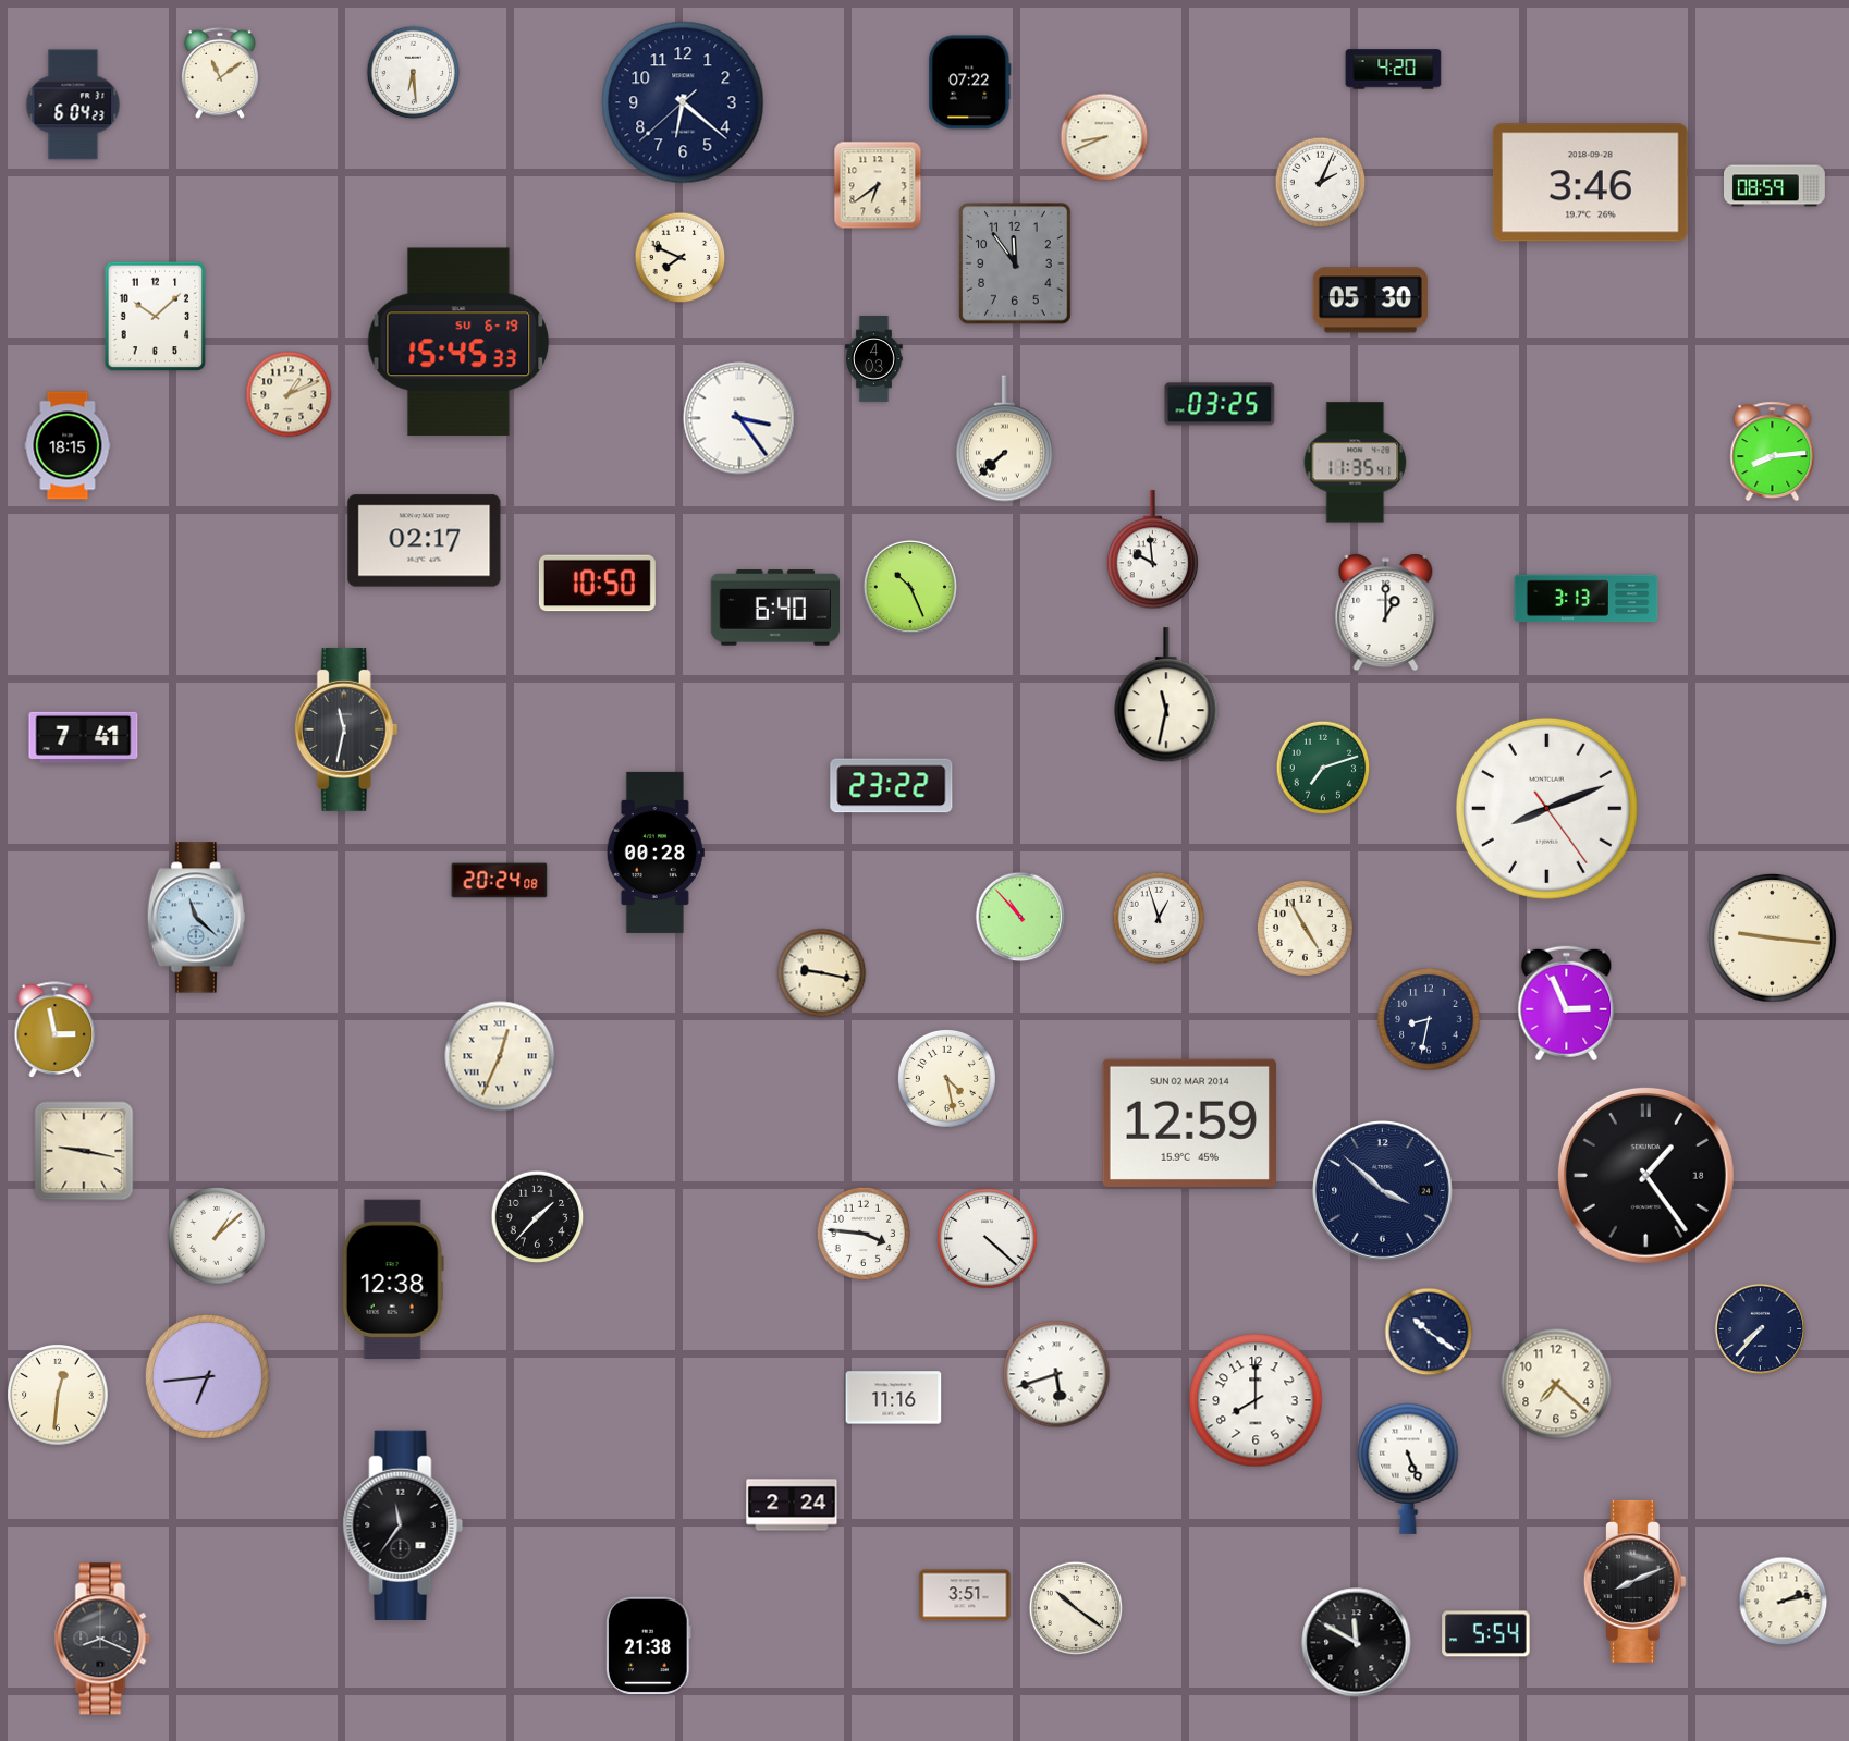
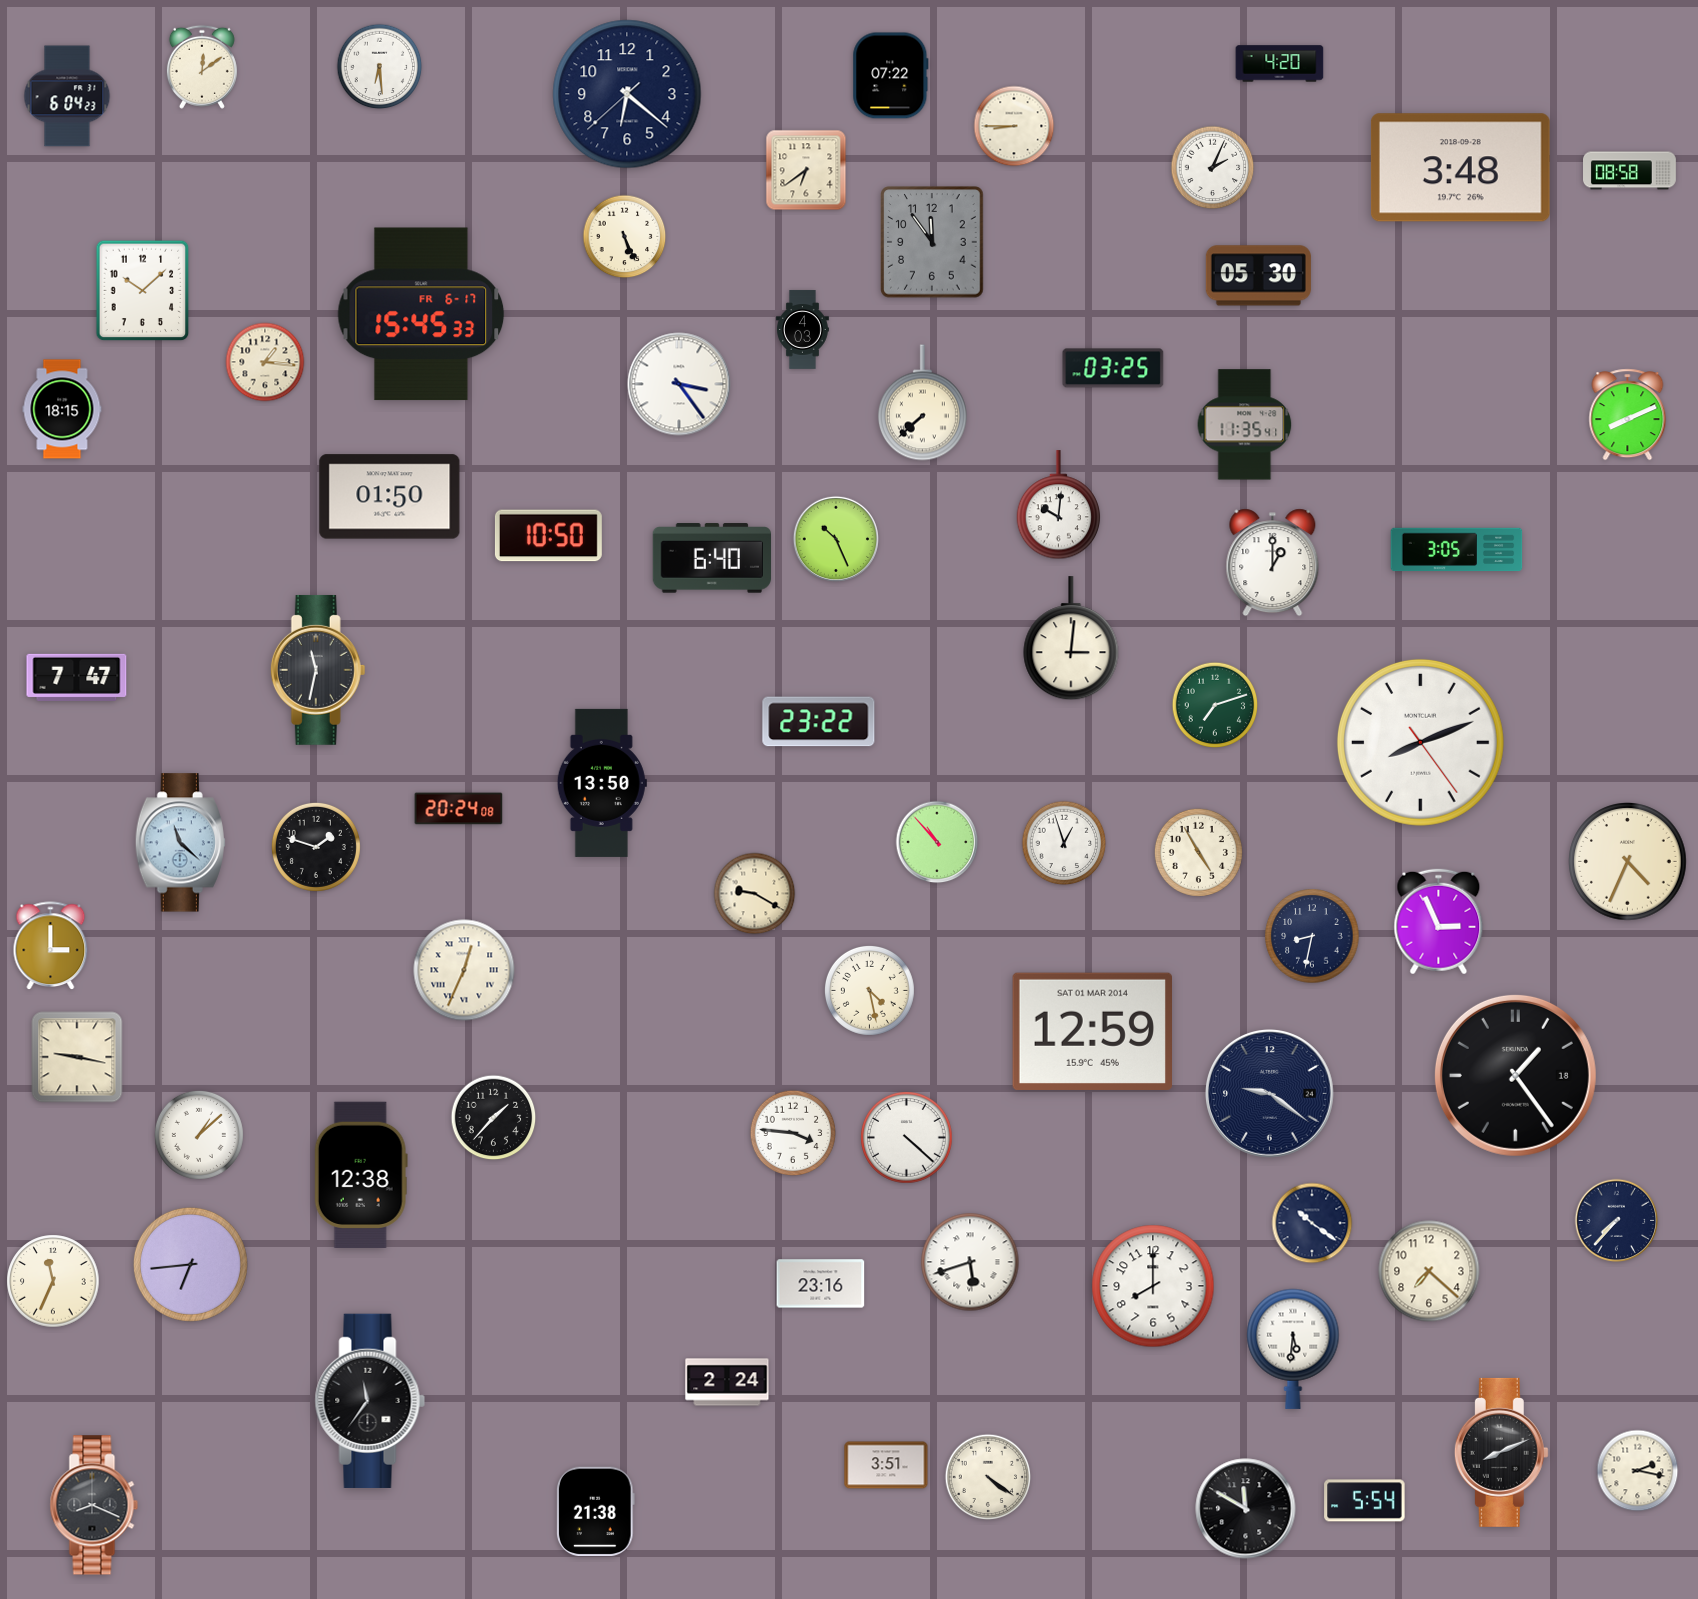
clock at (220, 73): 11:09 -> 12:09
clock at (1104, 137): 8:41 -> 8:45
clock at (1590, 183): 3:46 -> 3:48
clock at (1775, 186): 08:59 -> 08:58
clock at (681, 258): 7:49 -> 5:26
clock at (458, 342) date: SU 6-19 -> FR 6-17
clock at (289, 394): 1:11 -> 1:16
clock at (1220, 404) position: (1220, 404) -> (1113, 368)
clock at (1773, 452): 8:14 -> 8:11
clock at (425, 541): 02:17 -> 01:50
clock at (1153, 550): 9:59 -> 10:01
clock at (1587, 599): 3:13 -> 3:05
clock at (1166, 696): 11:32 -> 3:01
clock at (84, 737): 7:41 -> 7:47
clock at (656, 853): 00:28 -> 13:50
clock at (316, 847): none -> 1:48
clock at (1773, 939): 9:16 -> 4:34
clock at (822, 973): 9:17 -> 9:20
clock at (56, 1030): 2:58 -> 3:00
clock at (500, 1056) position: (500, 1056) -> (464, 970)
clock at (1189, 1123) date: SUN 02 MAR 2014 -> SAT 01 MAR 2014
clock at (1645, 1175) position: (1645, 1175) -> (1515, 1075)
clock at (1383, 1191): 3:52 -> 9:21
clock at (58, 1395): 12:31 -> 11:34
clock at (894, 1398): 11:16 -> 23:16
clock at (1408, 1469): 5:26 -> 5:31
clock at (1784, 1602): 2:13 -> 2:17
clock at (1076, 1608): 10:21 -> 4:21
